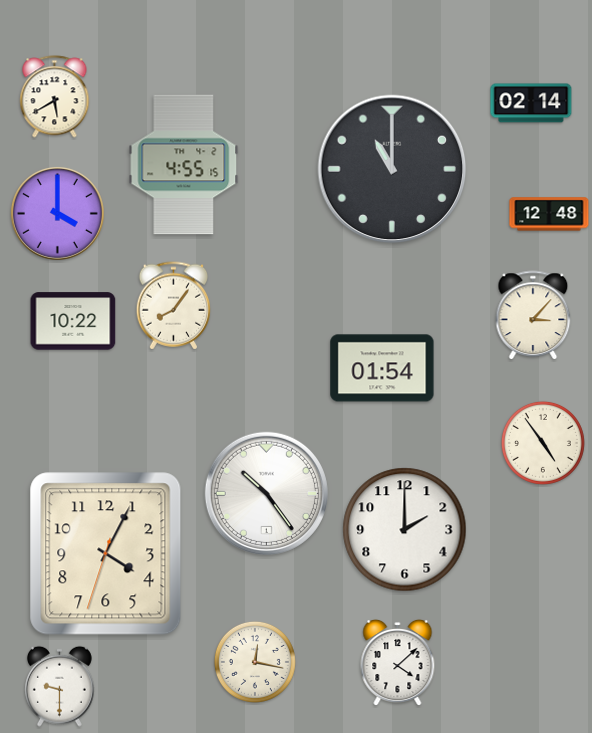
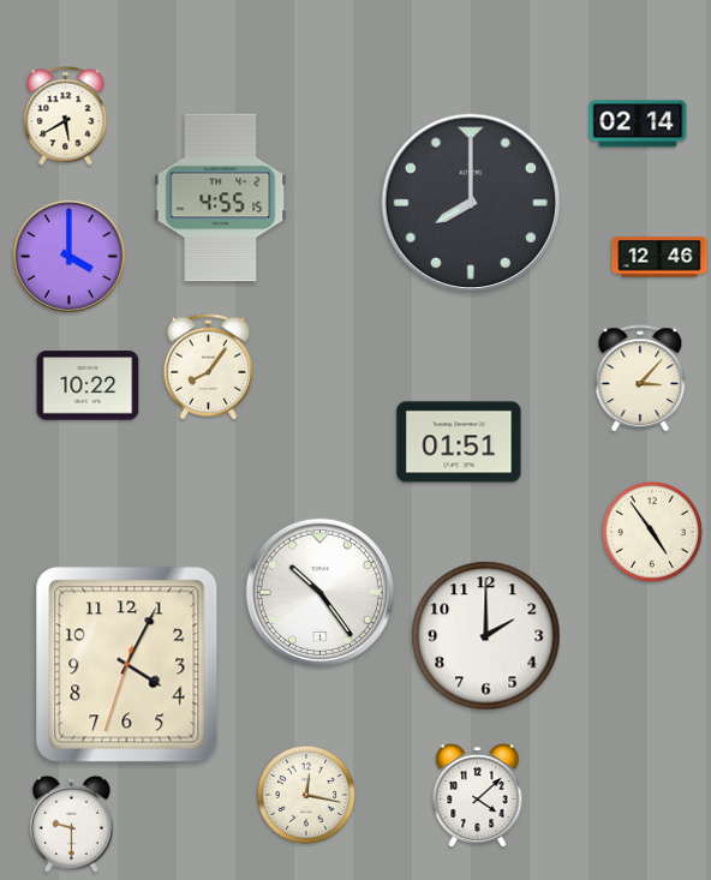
clock at (392, 169): 11:00 -> 8:00
clock at (549, 214): 12:48 -> 12:46
clock at (382, 368): 01:54 -> 01:51
